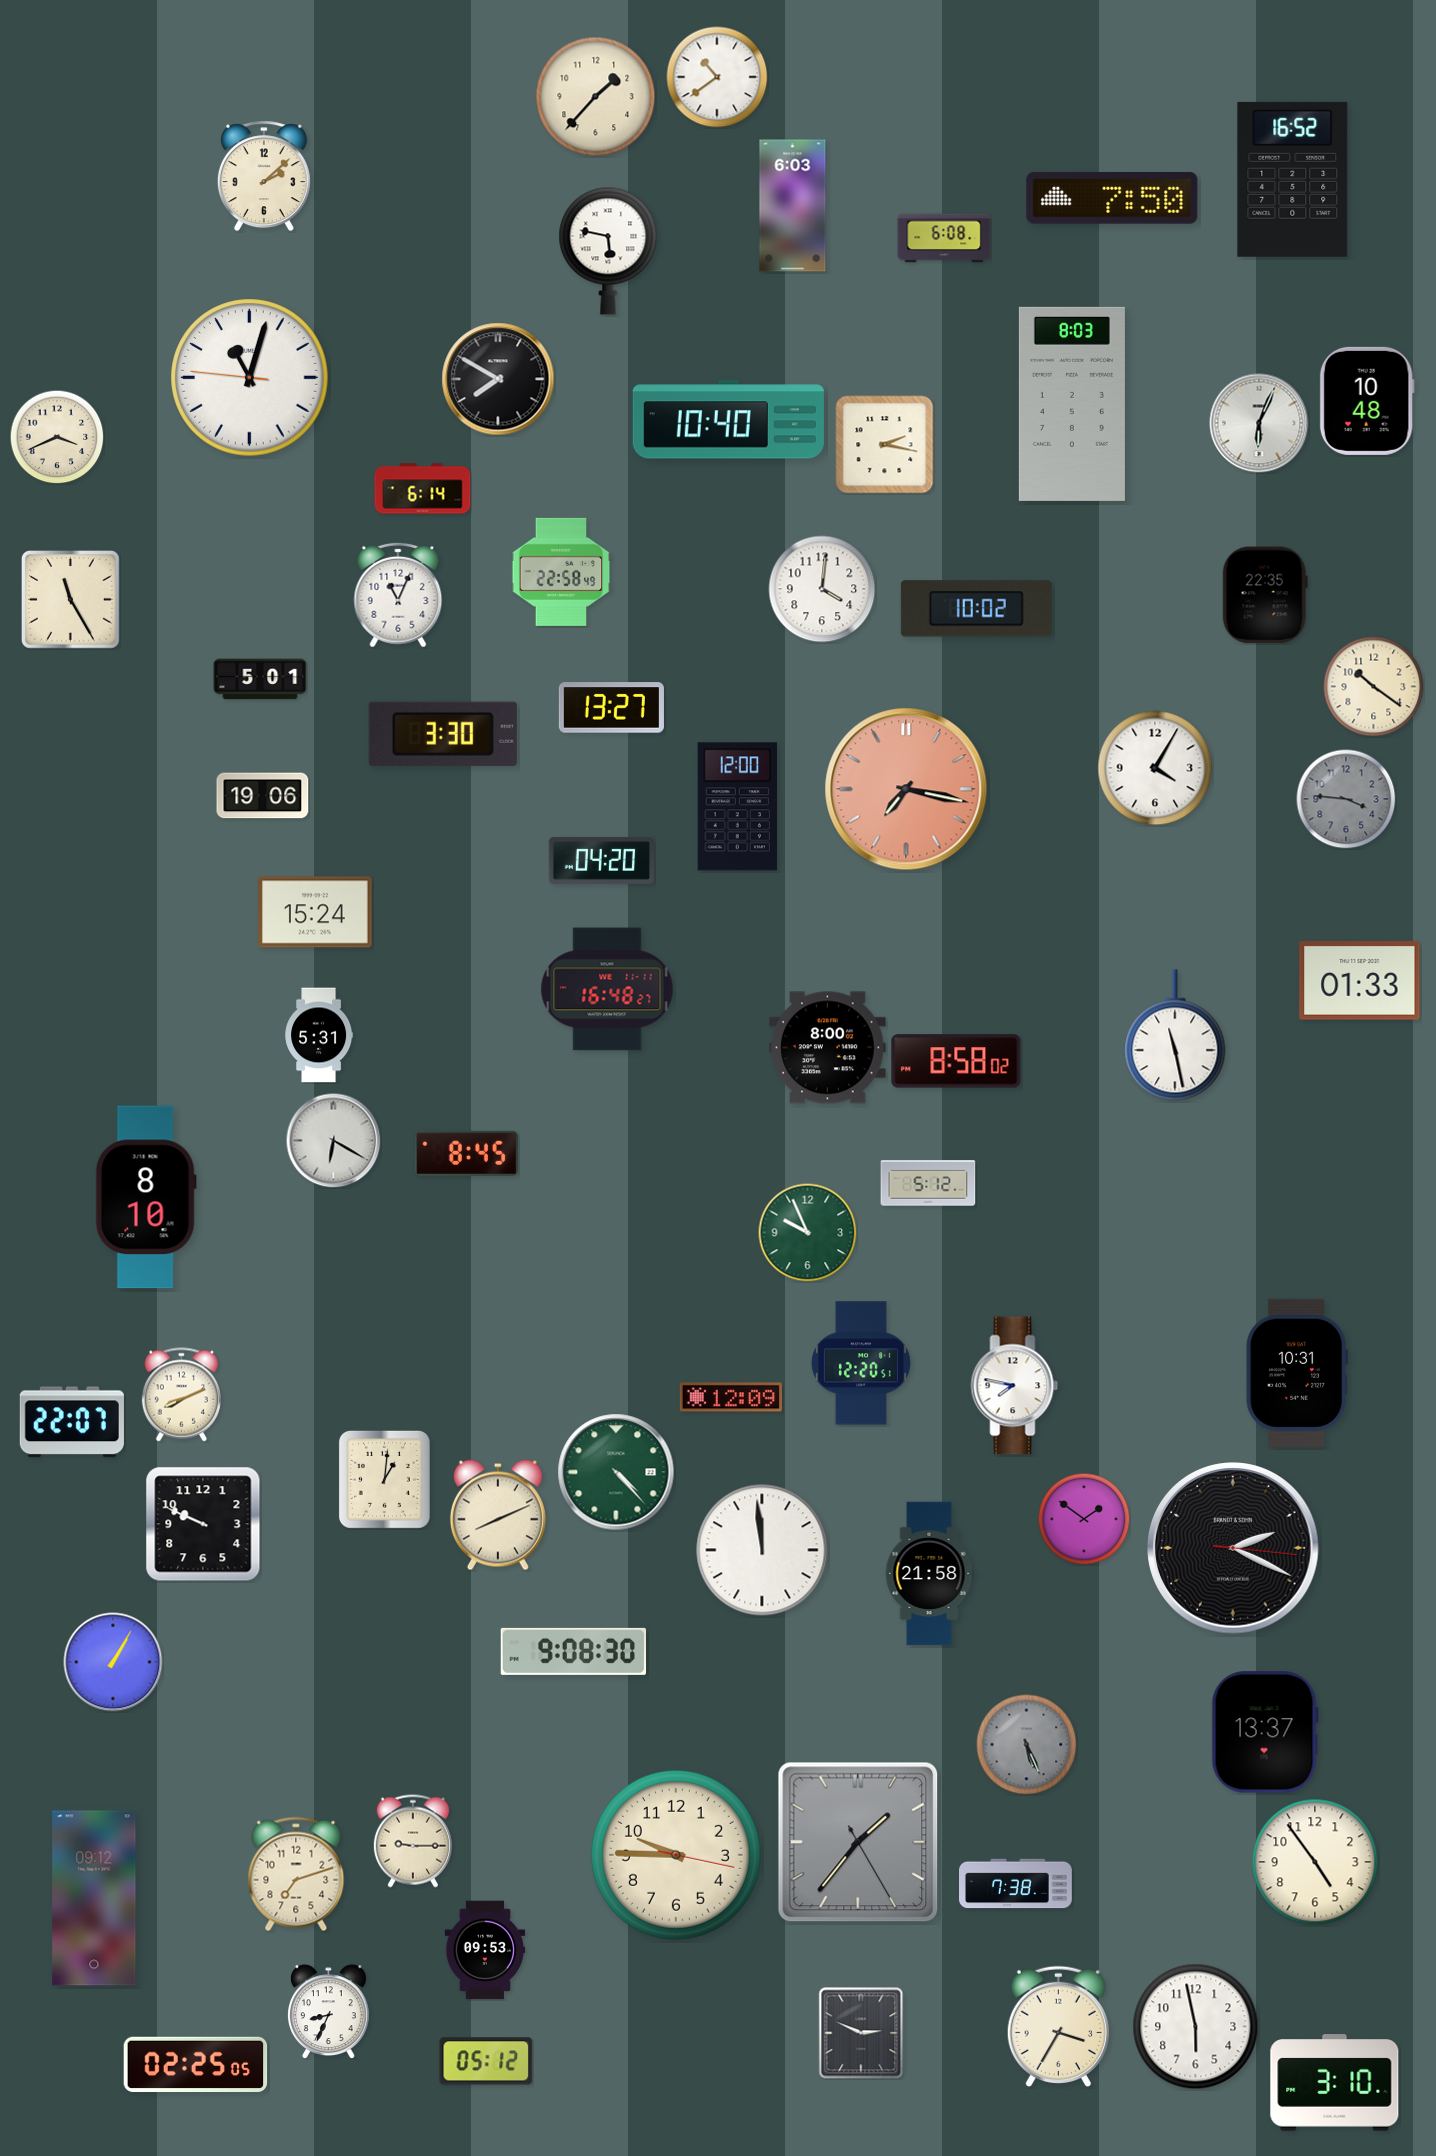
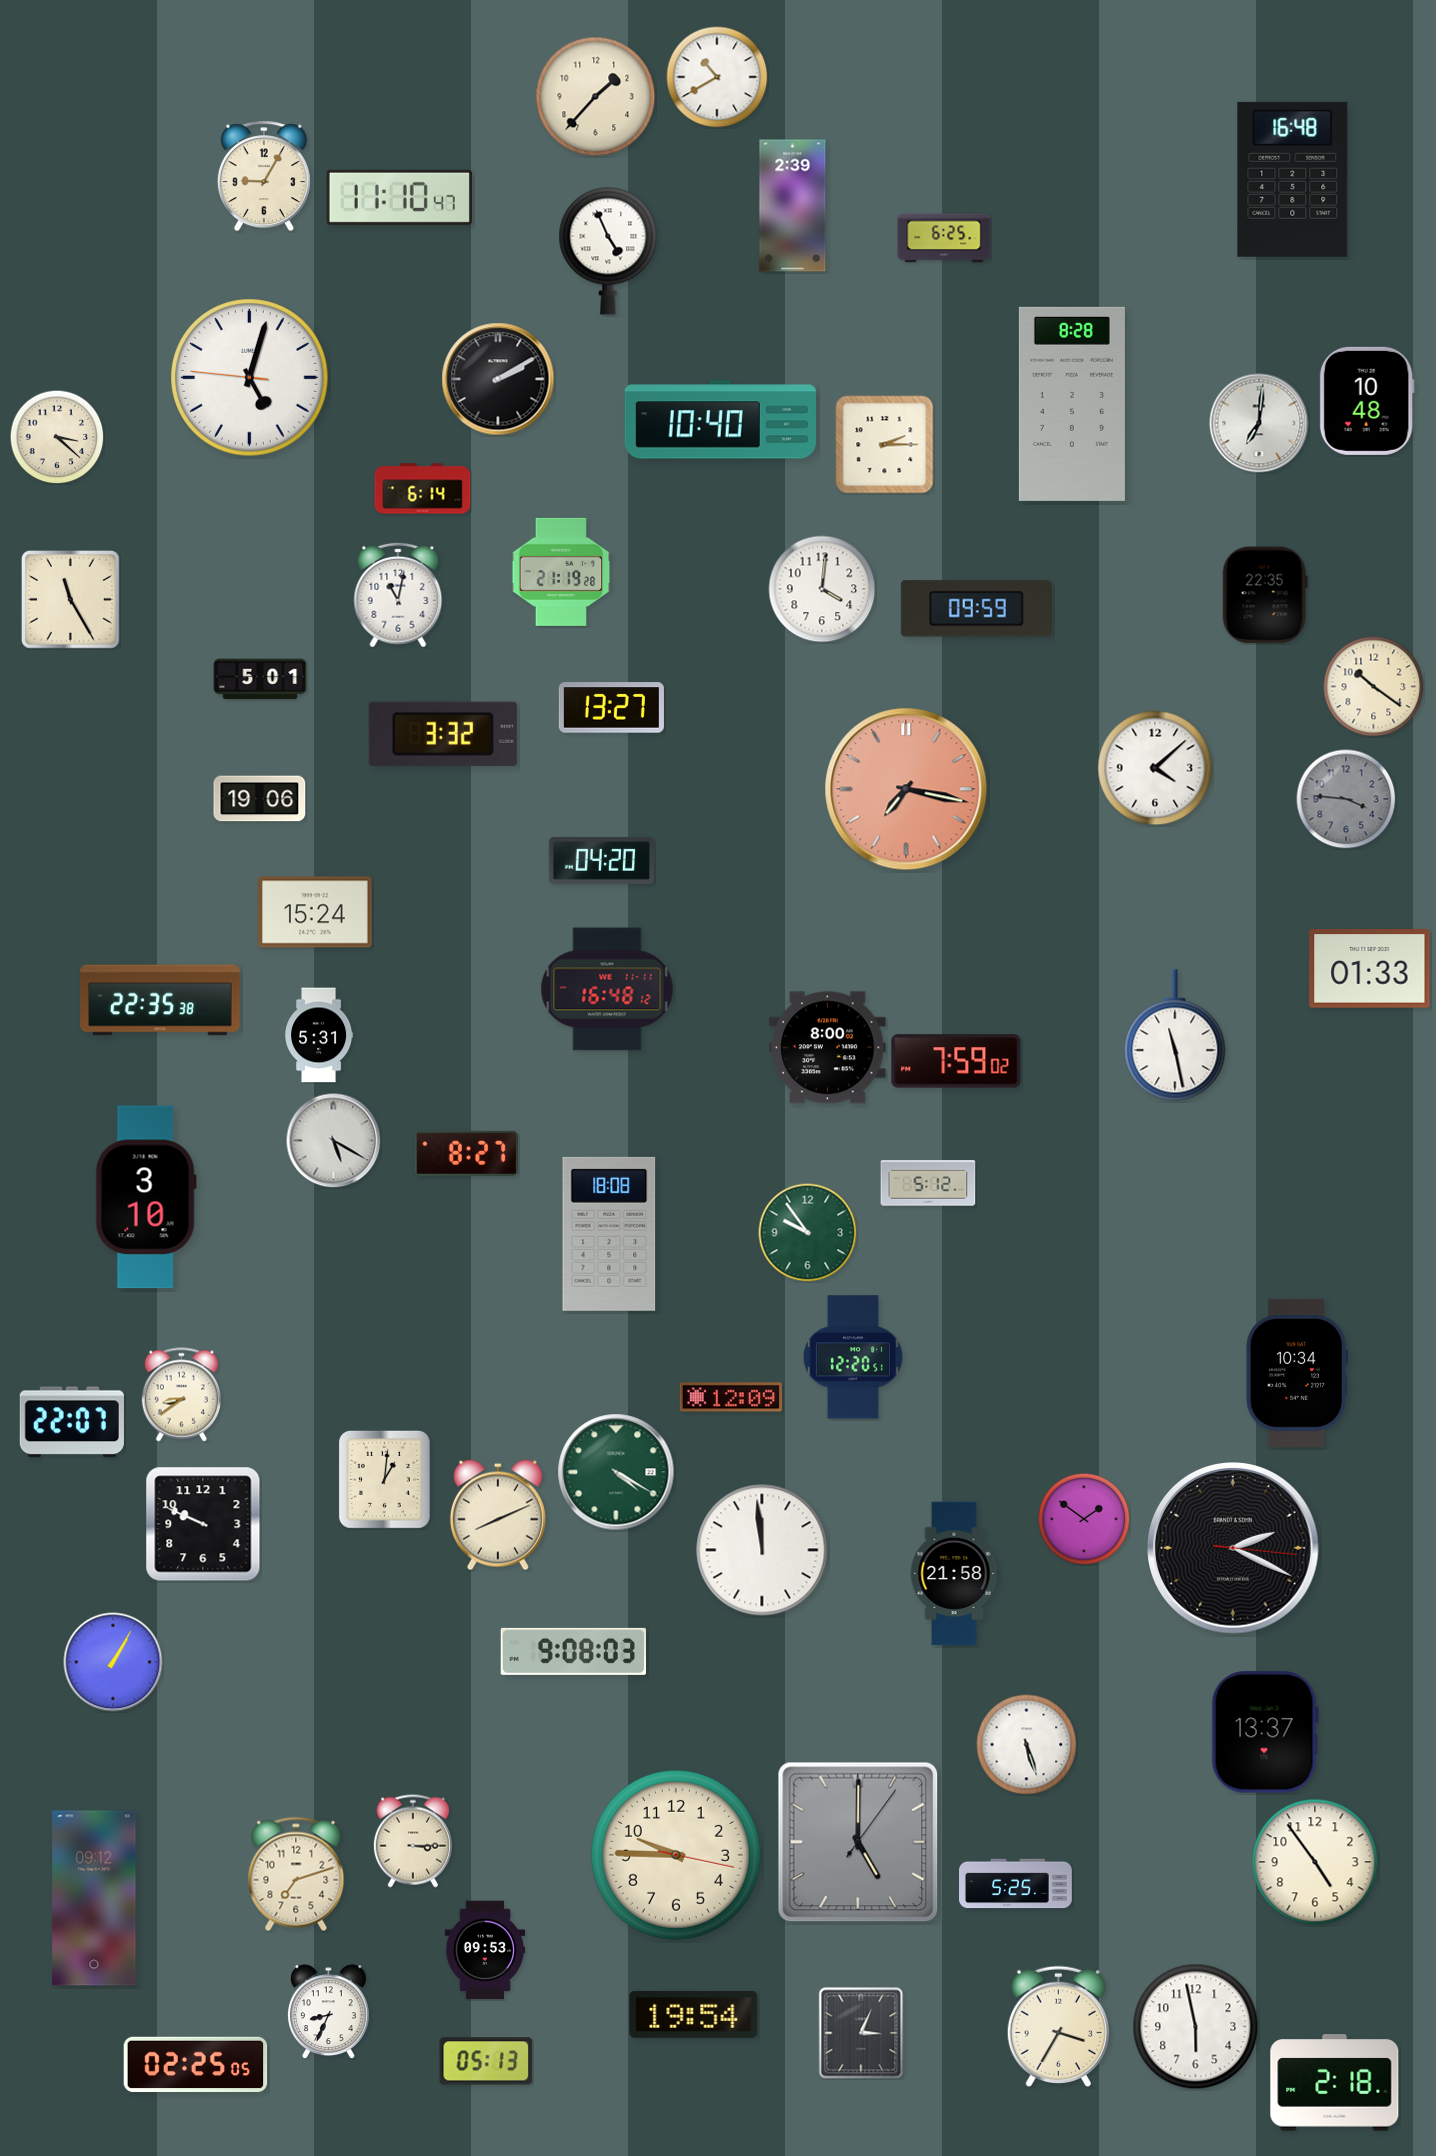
clock at (717, 77): 10:39 -> 10:40
clock at (264, 176): 2:08 -> 9:05
clock at (1293, 179): 16:52 -> 16:48
clock at (399, 197): none -> 11:10
clock at (1112, 198): 7:50 -> none
clock at (793, 206): 6:03 -> 2:39
clock at (944, 238): 6:08 -> 6:25
clock at (608, 251): 5:47 -> 4:56
clock at (250, 378): 11:02 -> 5:02
clock at (498, 379): 7:50 -> 2:10
clock at (1072, 404): 8:03 -> 8:28
clock at (728, 420) position: (728, 420) -> (720, 420)
clock at (1259, 423): 6:04 -> 7:01
clock at (57, 437): 3:41 -> 3:22
clock at (885, 445): 2:17 -> 2:15
clock at (561, 572): 22:58 -> 21:19
clock at (398, 595): 11:04 -> 11:02
clock at (976, 609): 10:02 -> 09:59
clock at (443, 734): 3:30 -> 3:32
clock at (1155, 768): 4:05 -> 4:08
clock at (263, 796) position: (263, 796) -> (260, 799)
clock at (737, 807): 12:00 -> none
clock at (1360, 981) position: (1360, 981) -> (1370, 969)
clock at (607, 989): 16:48:27 -> 16:48:12
clock at (160, 1000): none -> 22:35
clock at (956, 1061): 8:58 -> 7:59
clock at (333, 1140): 6:20 -> 5:20
clock at (466, 1153): 8:45 -> 8:27
clock at (146, 1197): 8:10 -> 3:10
clock at (808, 1233): 9:56 -> 9:54
clock at (609, 1234): none -> 18:08
clock at (861, 1363) position: (861, 1363) -> (853, 1357)
clock at (1296, 1373): 10:31 -> 10:34
clock at (1015, 1386): 7:47 -> none
clock at (181, 1395): 8:11 -> 8:39
clock at (616, 1472): 4:23 -> 4:20
clock at (929, 1574) position: (929, 1574) -> (954, 1574)
clock at (573, 1651): 9:08:30 -> 9:08:03
clock at (1027, 1745): 5:26 -> 5:27
clock at (1027, 1745) dial: grey -> white
clock at (413, 1841): 9:15 -> 3:15
clock at (858, 1842): 1:36 -> 5:00
clock at (1016, 1884): 7:38 -> 5:25
clock at (694, 2014): none -> 19:54
clock at (861, 2033): 2:49 -> 3:04
clock at (486, 2061): 05:12 -> 05:13
clock at (1335, 2083): 3:10 -> 2:18
